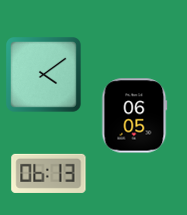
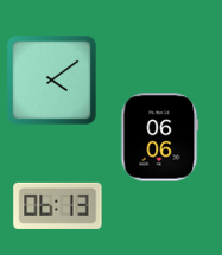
clock at (44, 75) position: (44, 75) -> (52, 81)
clock at (135, 116): 06:05 -> 06:06
